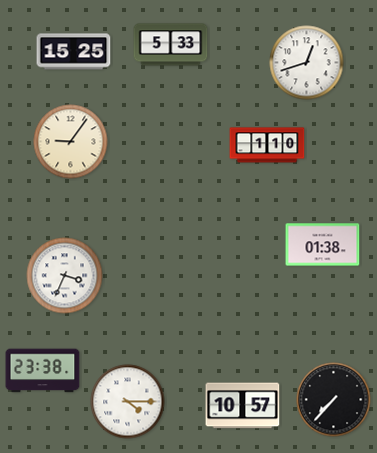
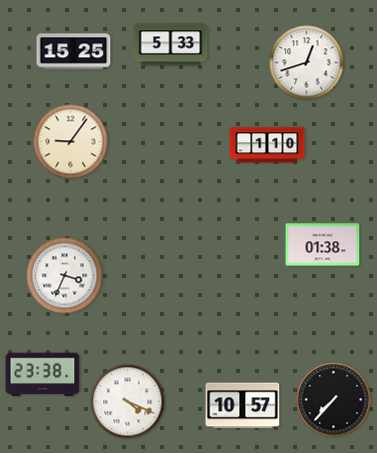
clock at (43, 371) position: (43, 371) -> (43, 375)
clock at (128, 402): 4:15 -> 4:19
